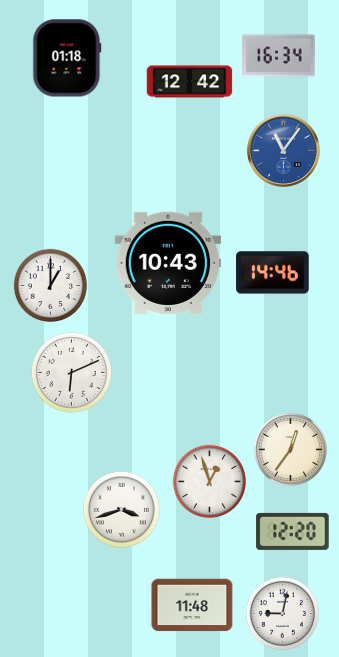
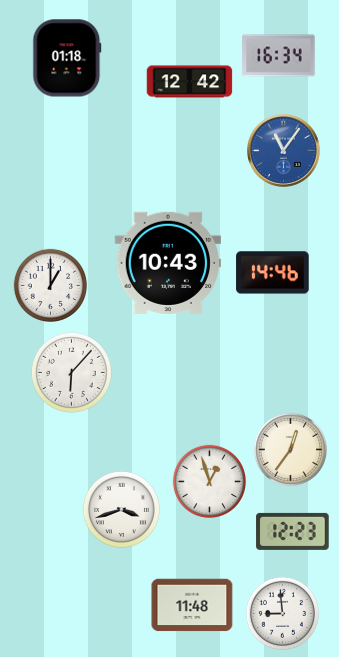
clock at (71, 372): 6:11 -> 6:07
clock at (293, 531): 12:20 -> 12:23
clock at (283, 613): 9:02 -> 8:59
